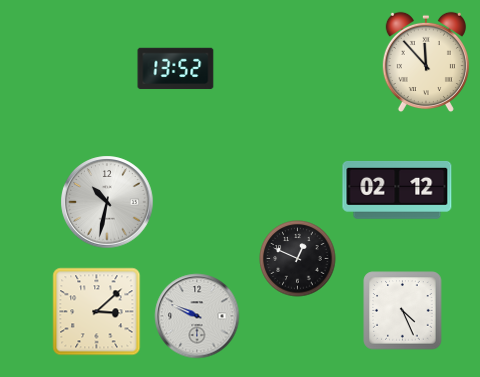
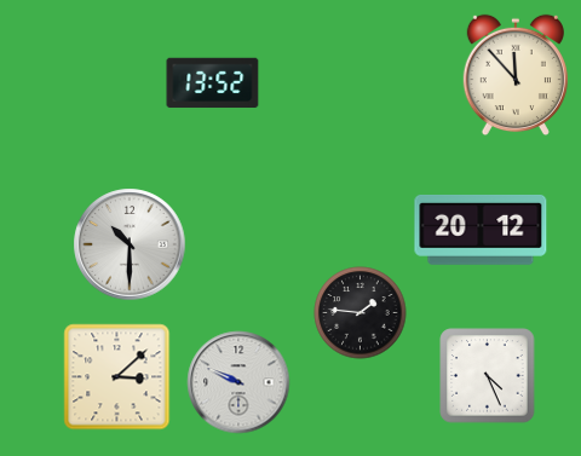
clock at (397, 190): 02:12 -> 20:12
clock at (107, 202): 10:32 -> 10:30
clock at (298, 259): 12:49 -> 1:46
